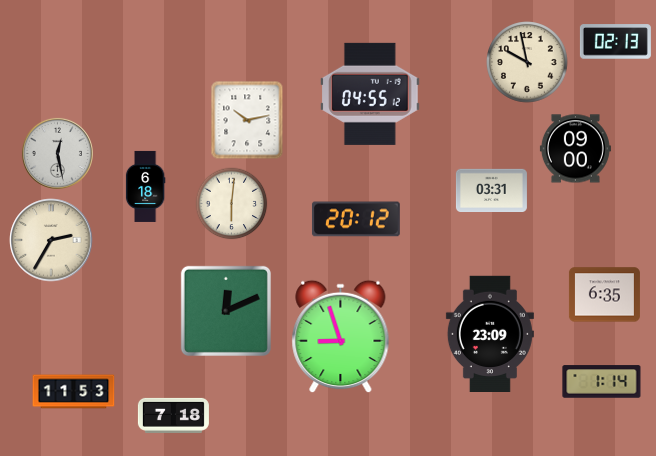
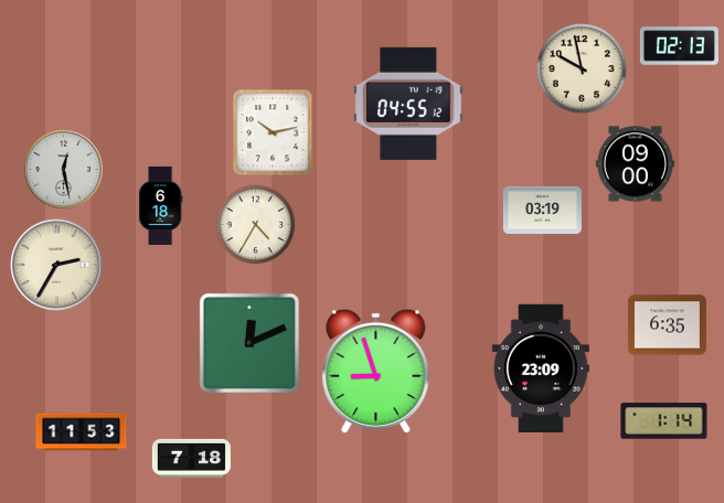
clock at (491, 190): 03:31 -> 03:19
clock at (232, 204): 6:01 -> 4:35
clock at (356, 219): 20:12 -> none
